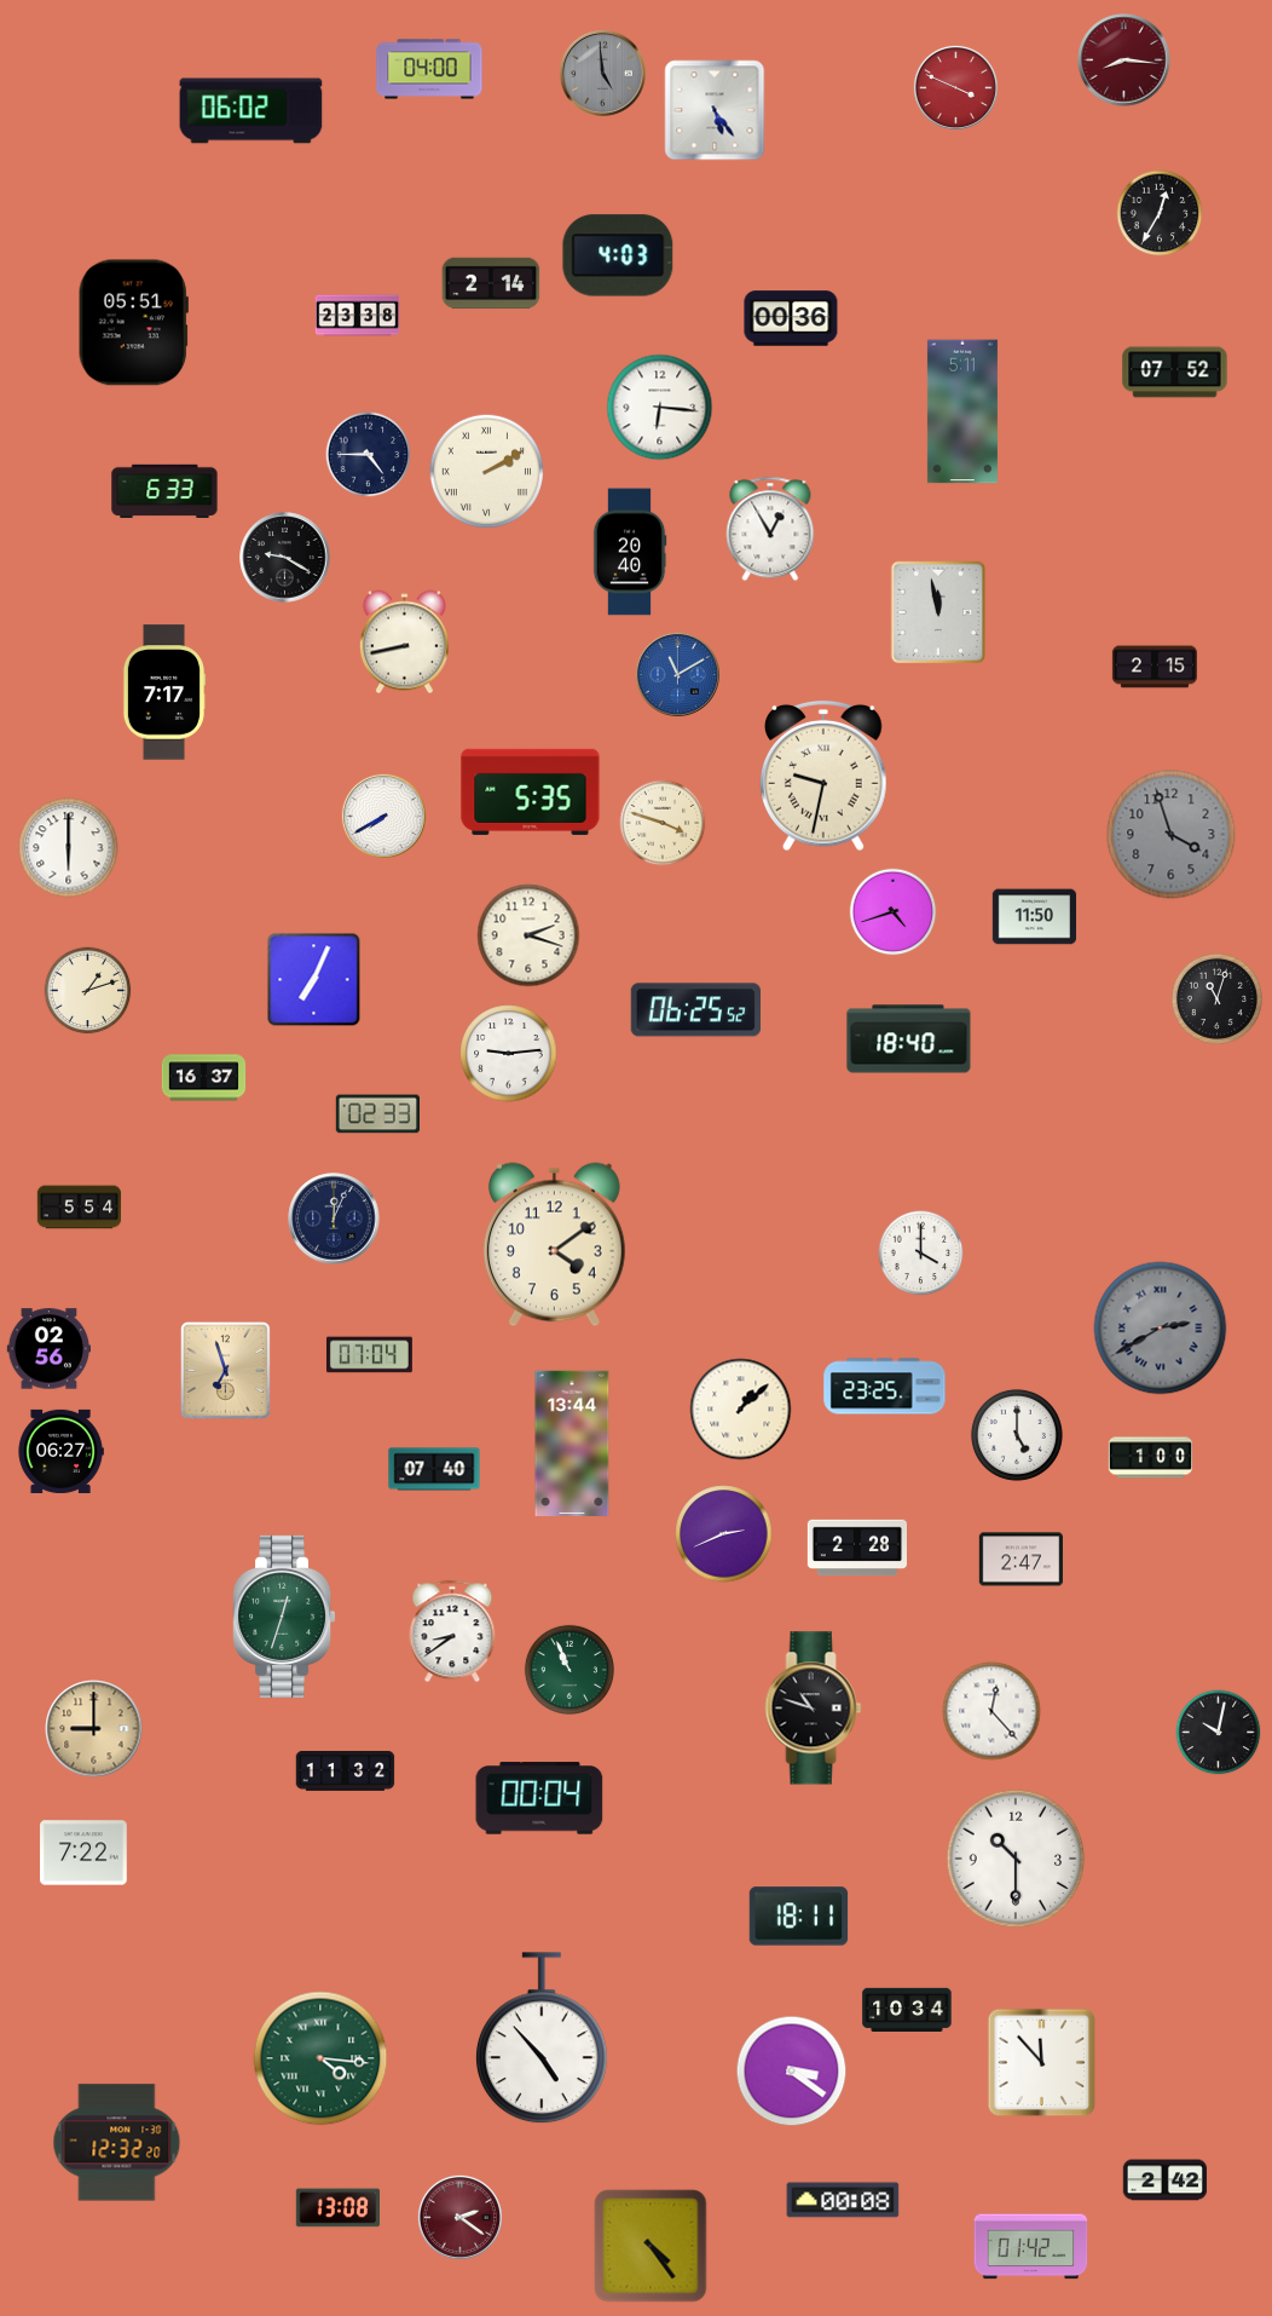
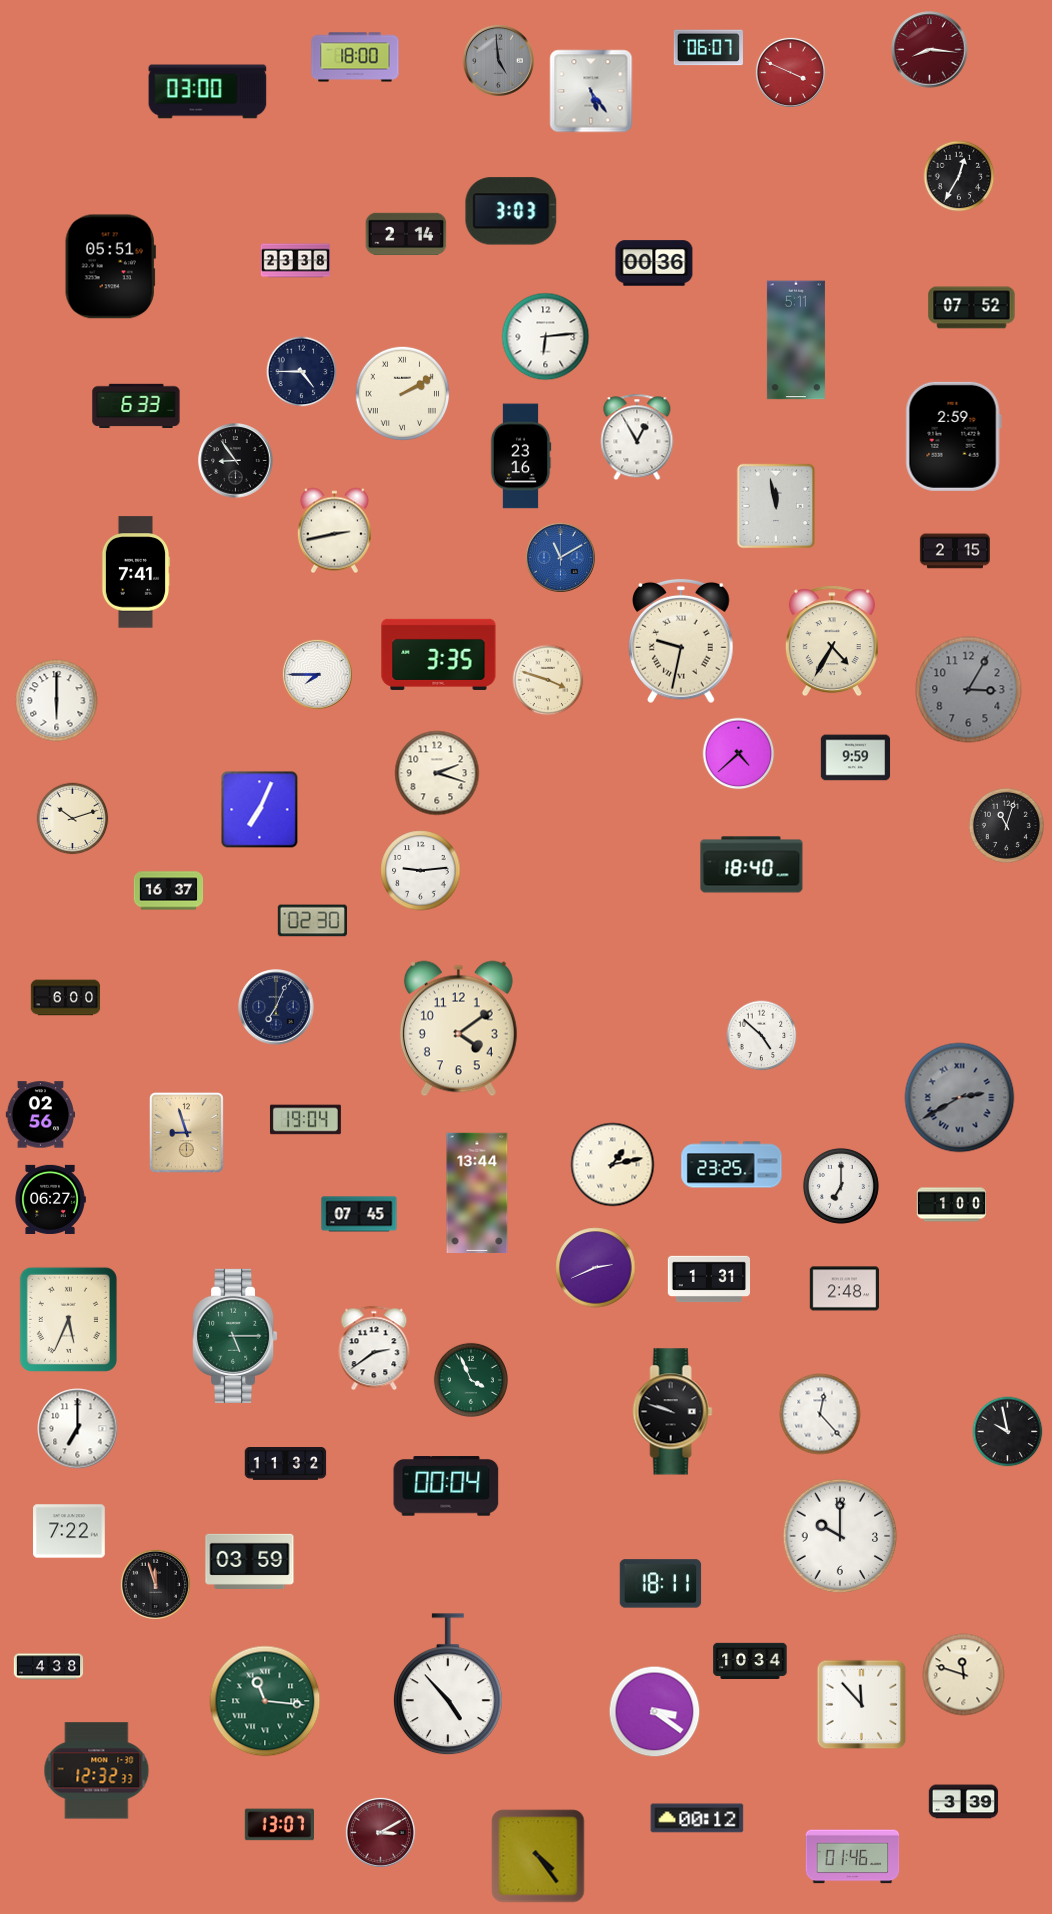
clock at (708, 48): none -> 06:07
clock at (429, 69): 04:00 -> 18:00
clock at (251, 111): 06:02 -> 03:00
clock at (618, 255): 4:03 -> 3:03
clock at (660, 408): 6:16 -> 6:14
clock at (369, 455) position: (369, 455) -> (302, 372)
clock at (486, 471) position: (486, 471) -> (402, 393)
clock at (953, 436): none -> 2:59
clock at (630, 552): 20:40 -> 23:16
clock at (285, 558): 9:20 -> 8:54
clock at (404, 643): 8:43 -> 2:43
clock at (164, 692): 7:17 -> 7:41
clock at (832, 641): none -> 4:35
clock at (531, 791): 5:35 -> 3:35
clock at (383, 816): 7:40 -> 7:45
clock at (1172, 835): 3:57 -> 3:05
clock at (894, 912): 4:42 -> 4:38
clock at (1035, 917): 11:50 -> 9:59
clock at (88, 991): 1:12 -> 10:12
clock at (695, 1010): 06:25 -> none
clock at (909, 1039) position: (909, 1039) -> (752, 865)
clock at (377, 1114): 02:33 -> 02:30
clock at (80, 1208): 5:54 -> 6:00
clock at (334, 1219): 12:04 -> 7:04
clock at (921, 1254): 4:00 -> 4:52
clock at (369, 1355): 07:04 -> 19:04
clock at (225, 1370): 6:57 -> 8:57
clock at (885, 1387) position: (885, 1387) -> (732, 1165)
clock at (741, 1410): 1:08 -> 1:13
clock at (1017, 1435): 5:00 -> 7:00
clock at (572, 1442) position: (572, 1442) -> (477, 1192)
clock at (434, 1469): 07:40 -> 07:45
clock at (724, 1534) position: (724, 1534) -> (596, 1268)
clock at (856, 1548): 2:28 -> 1:31
clock at (1021, 1560): 2:47 -> 2:48
clock at (68, 1319): none -> 5:34
clock at (284, 1617): 12:33 -> 5:15
clock at (452, 1631): 8:39 -> 2:39
clock at (569, 1670): 10:56 -> 3:56
clock at (814, 1709): 10:48 -> 9:48
clock at (94, 1729): 9:00 -> 7:00
clock at (94, 1729) dial: champagne -> white
clock at (1219, 1733): 10:02 -> 9:58
clock at (1016, 1859): 10:30 -> 10:00
clock at (250, 1561): none -> 03:59
clock at (155, 1584): none -> 11:57
clock at (49, 1667): none -> 4:38
clock at (964, 1675): none -> 11:48
clock at (320, 2058): 4:16 -> 11:16
clock at (117, 2143): 12:32:20 -> 12:32:33
clock at (1166, 2180): 2:42 -> 3:39
clock at (843, 2200): 00:08 -> 00:12
clock at (337, 2208): 13:08 -> 13:07
clock at (459, 2217): 2:21 -> 3:10
clock at (1031, 2247): 01:42 -> 01:46
